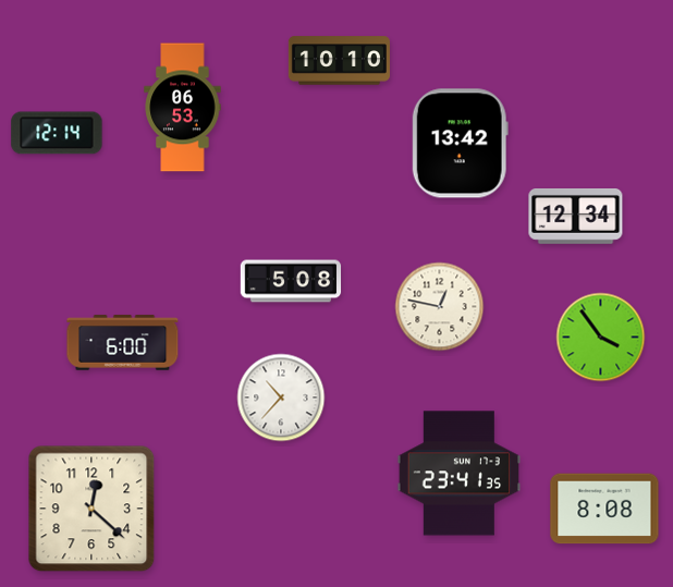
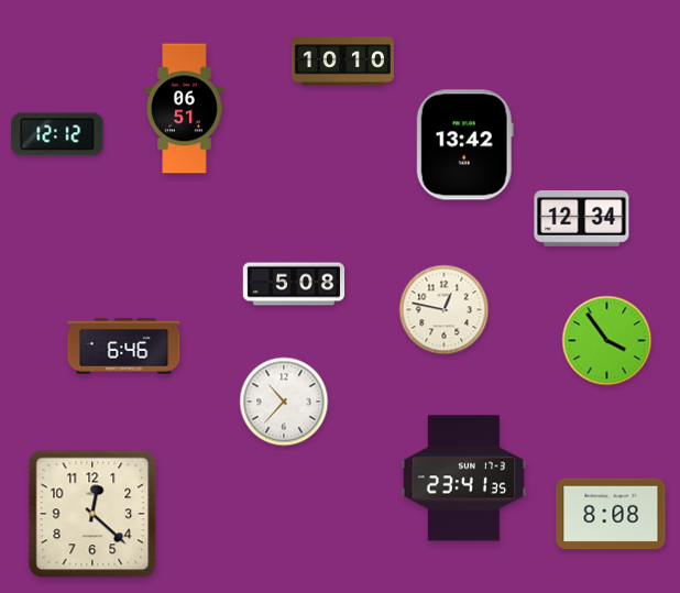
clock at (183, 108): 06:53 -> 06:51
clock at (57, 133): 12:14 -> 12:12
clock at (123, 343): 6:00 -> 6:46
